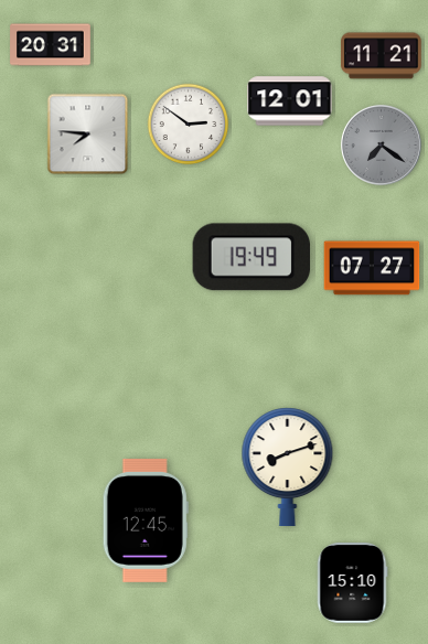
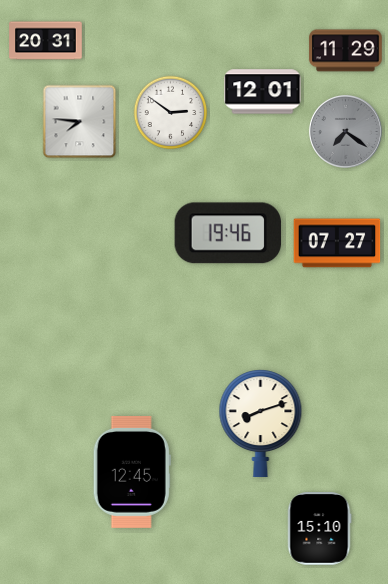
clock at (382, 56): 11:21 -> 11:29
clock at (250, 257): 19:49 -> 19:46
